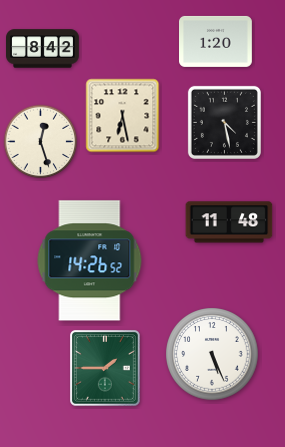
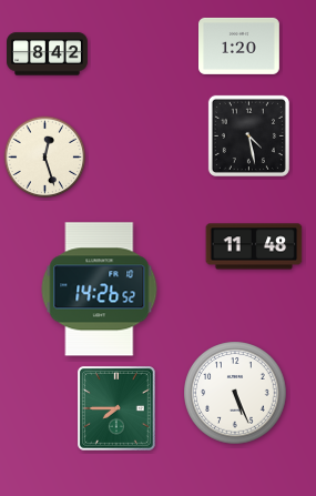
clock at (123, 116): 6:28 -> none
clock at (106, 369): 1:45 -> 7:45
